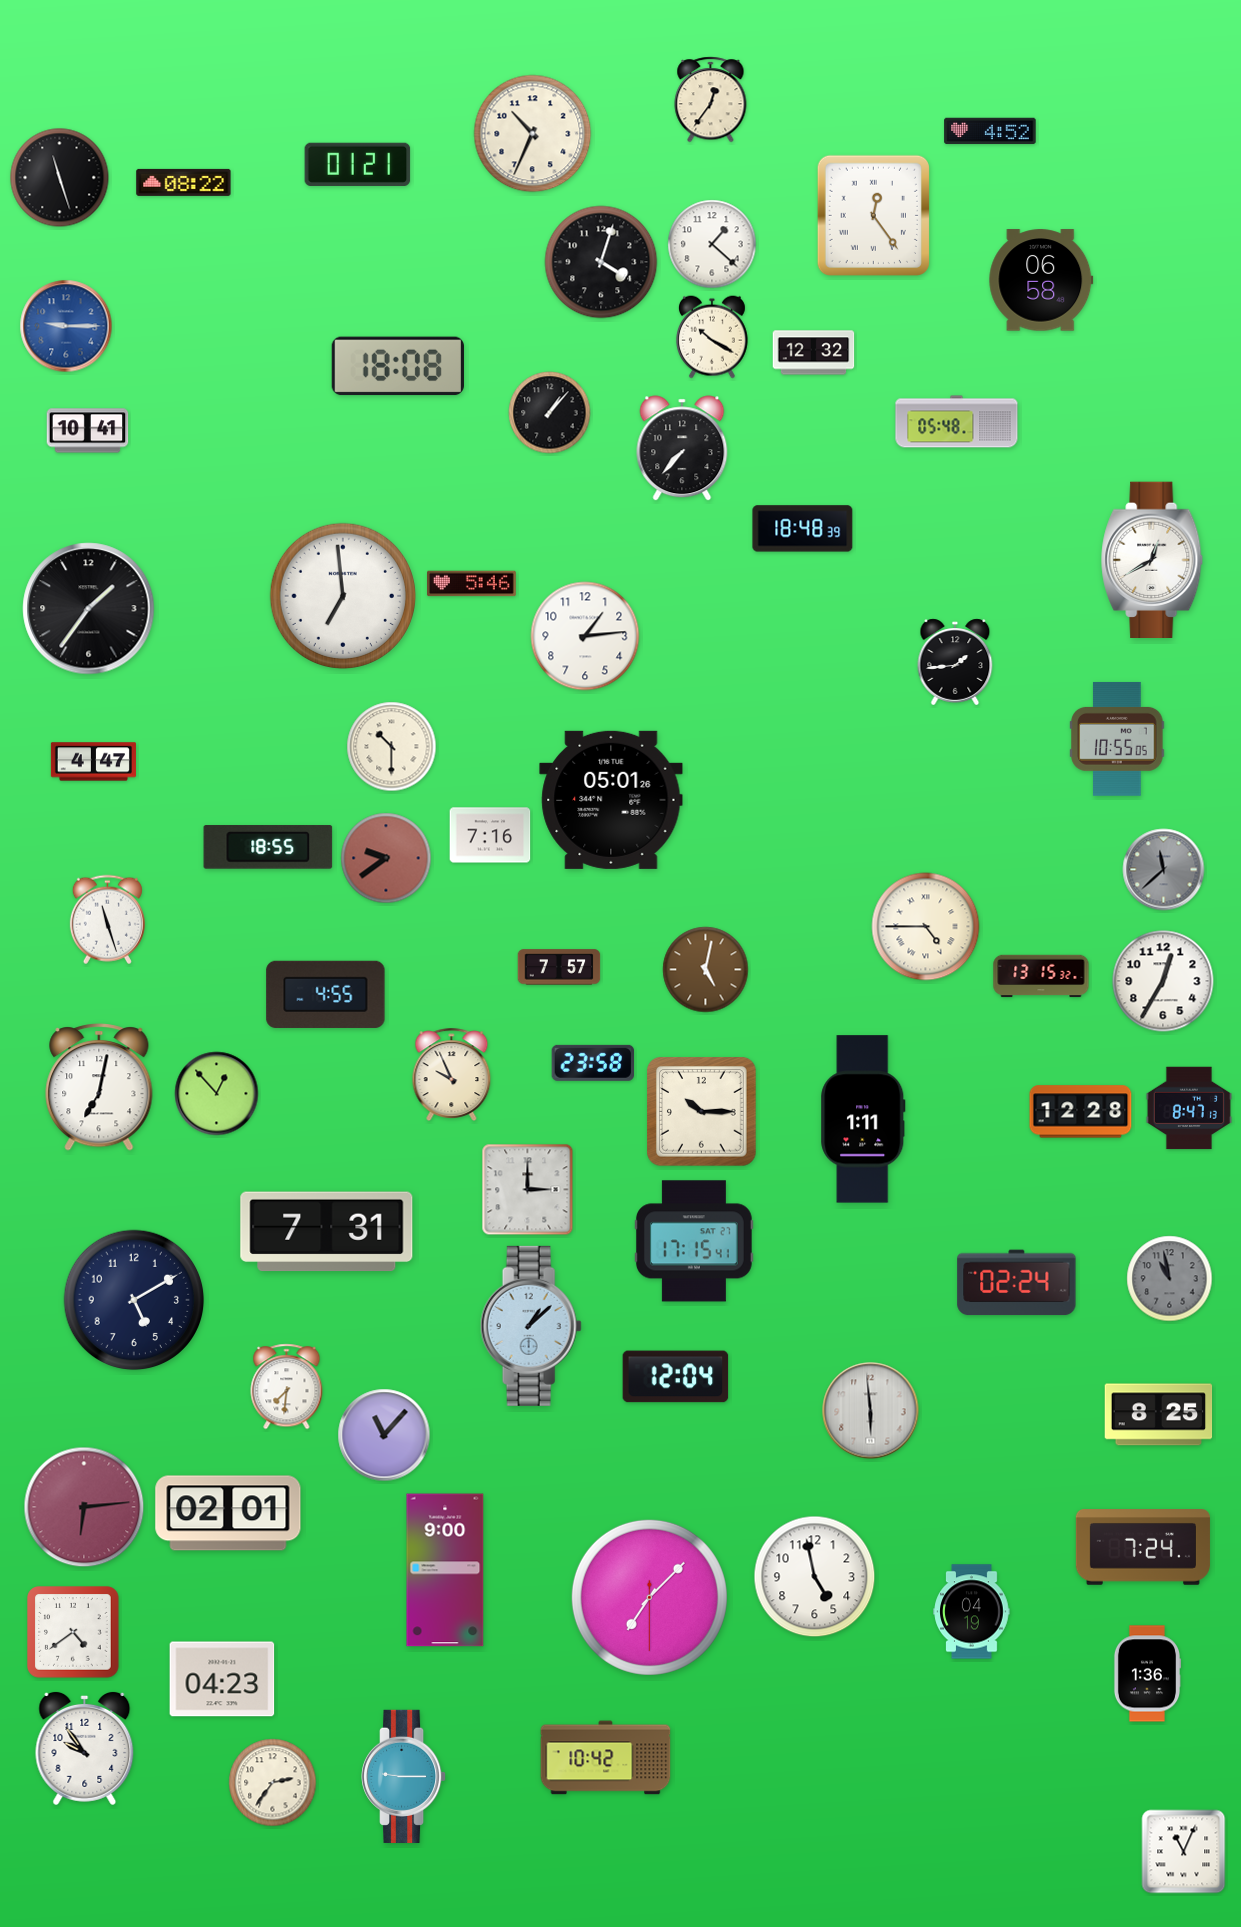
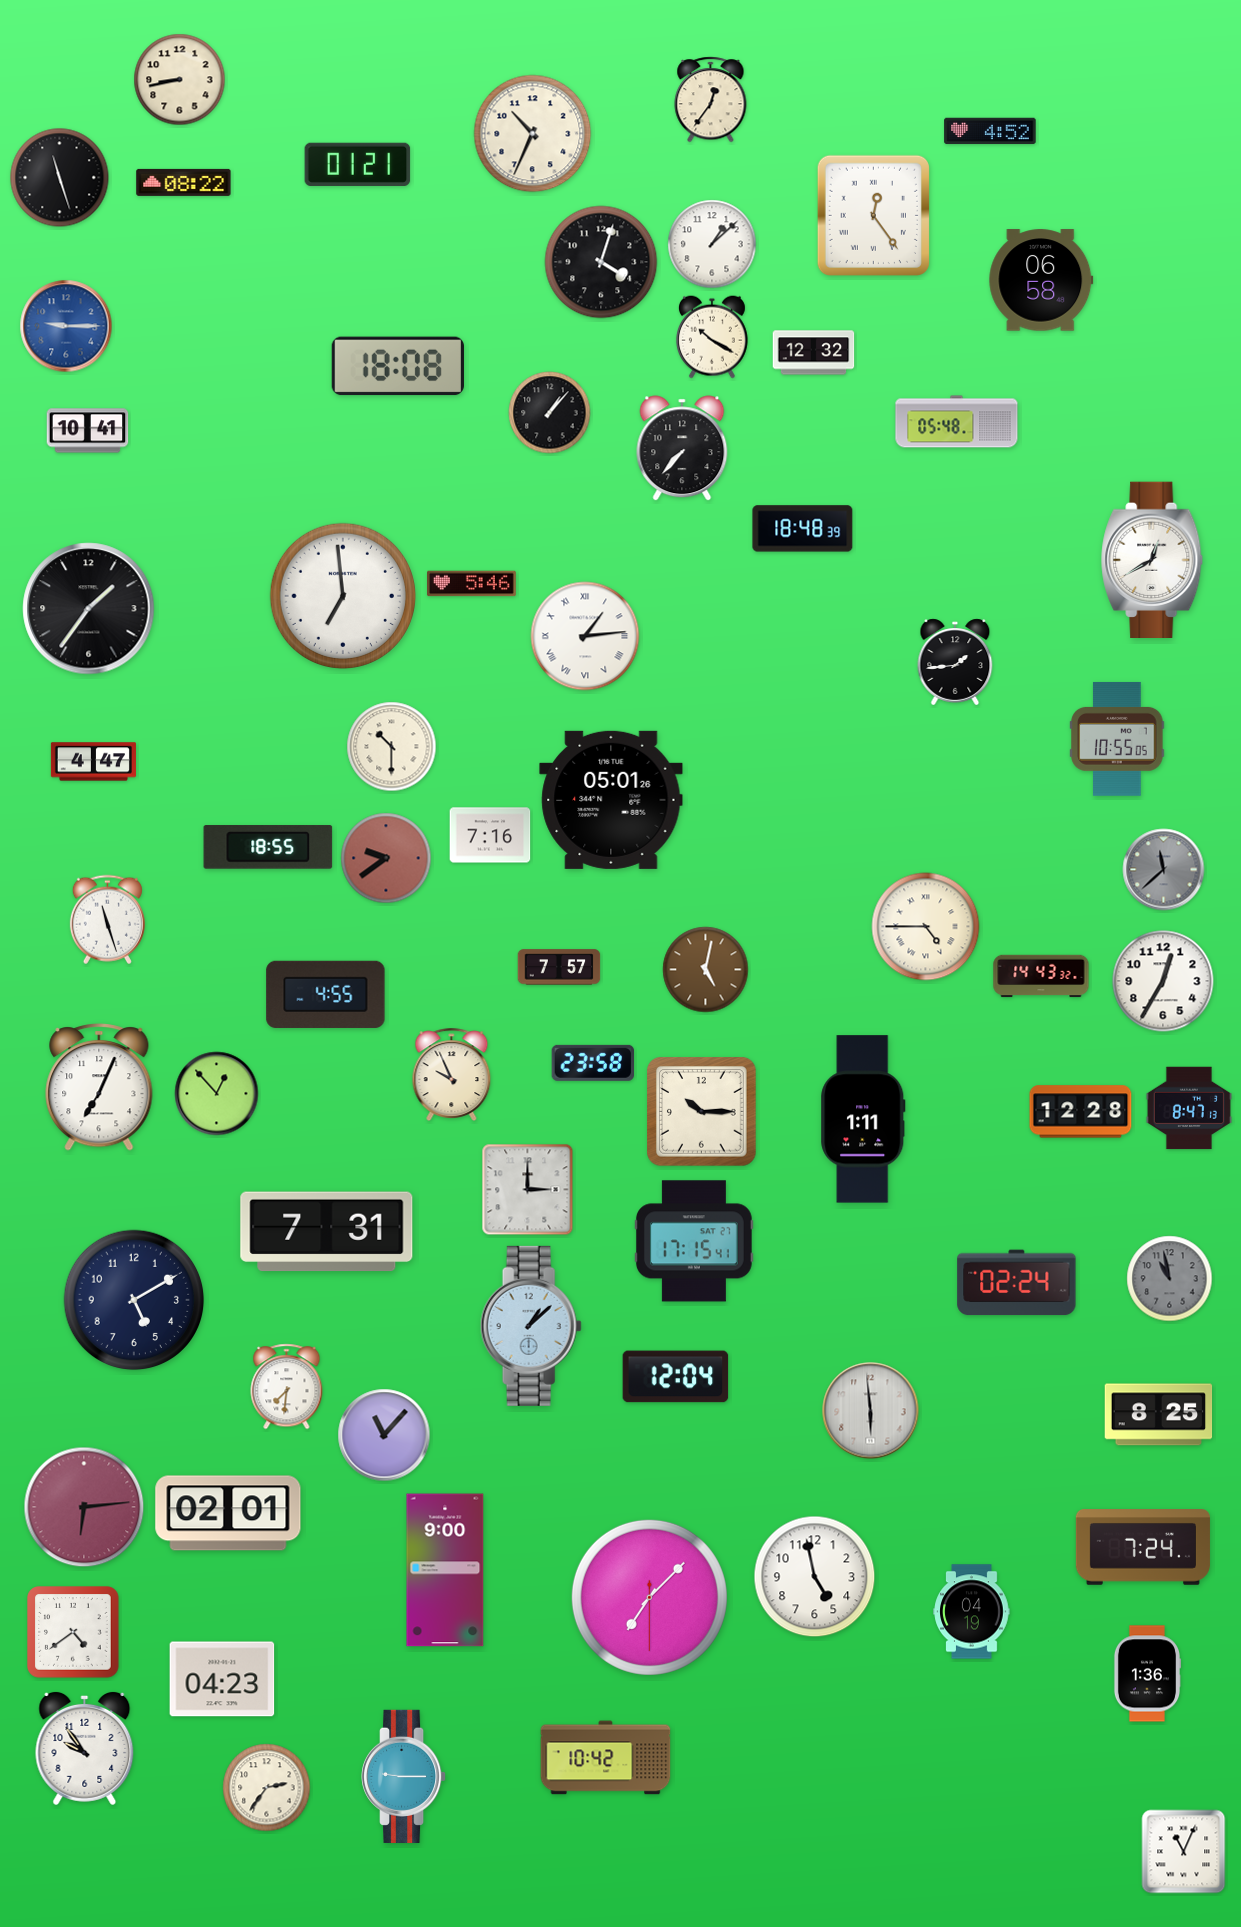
clock at (180, 80): none -> 8:43
clock at (712, 244): 1:22 -> 1:08
clock at (585, 636) numerals: Arabic -> Roman
clock at (1041, 976): 13:15 -> 14:43
clock at (99, 1087): 7:02 -> 7:04
clock at (273, 1783) position: (273, 1783) -> (267, 1788)
